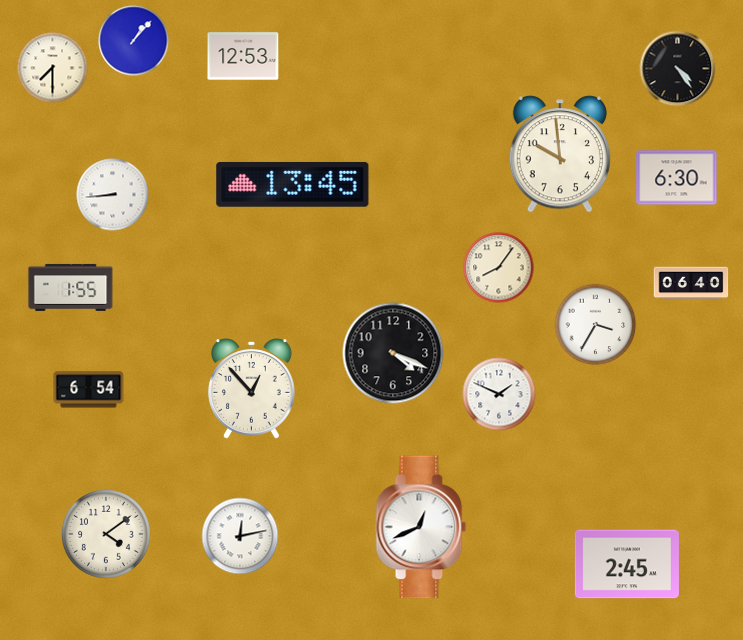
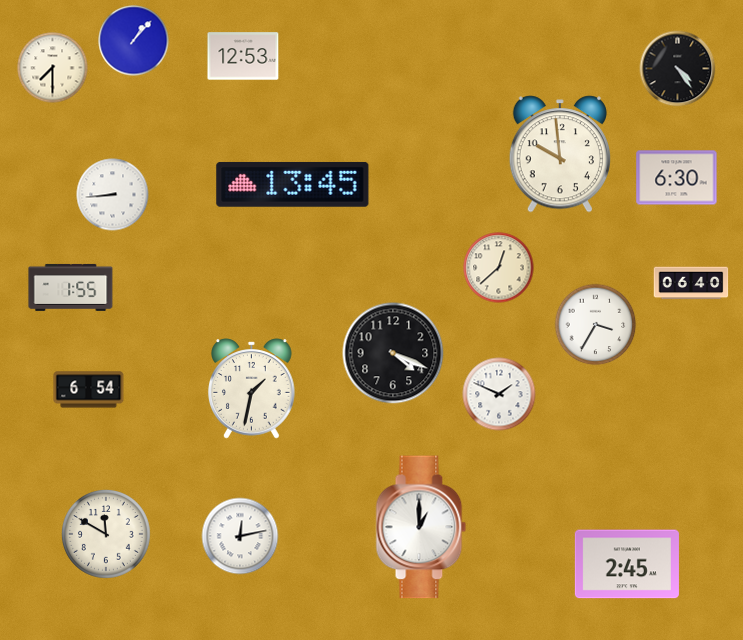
clock at (499, 268): 8:06 -> 12:38
clock at (252, 389): 12:53 -> 1:32
clock at (421, 527): 12:41 -> 1:00
clock at (107, 535): 4:09 -> 11:50
